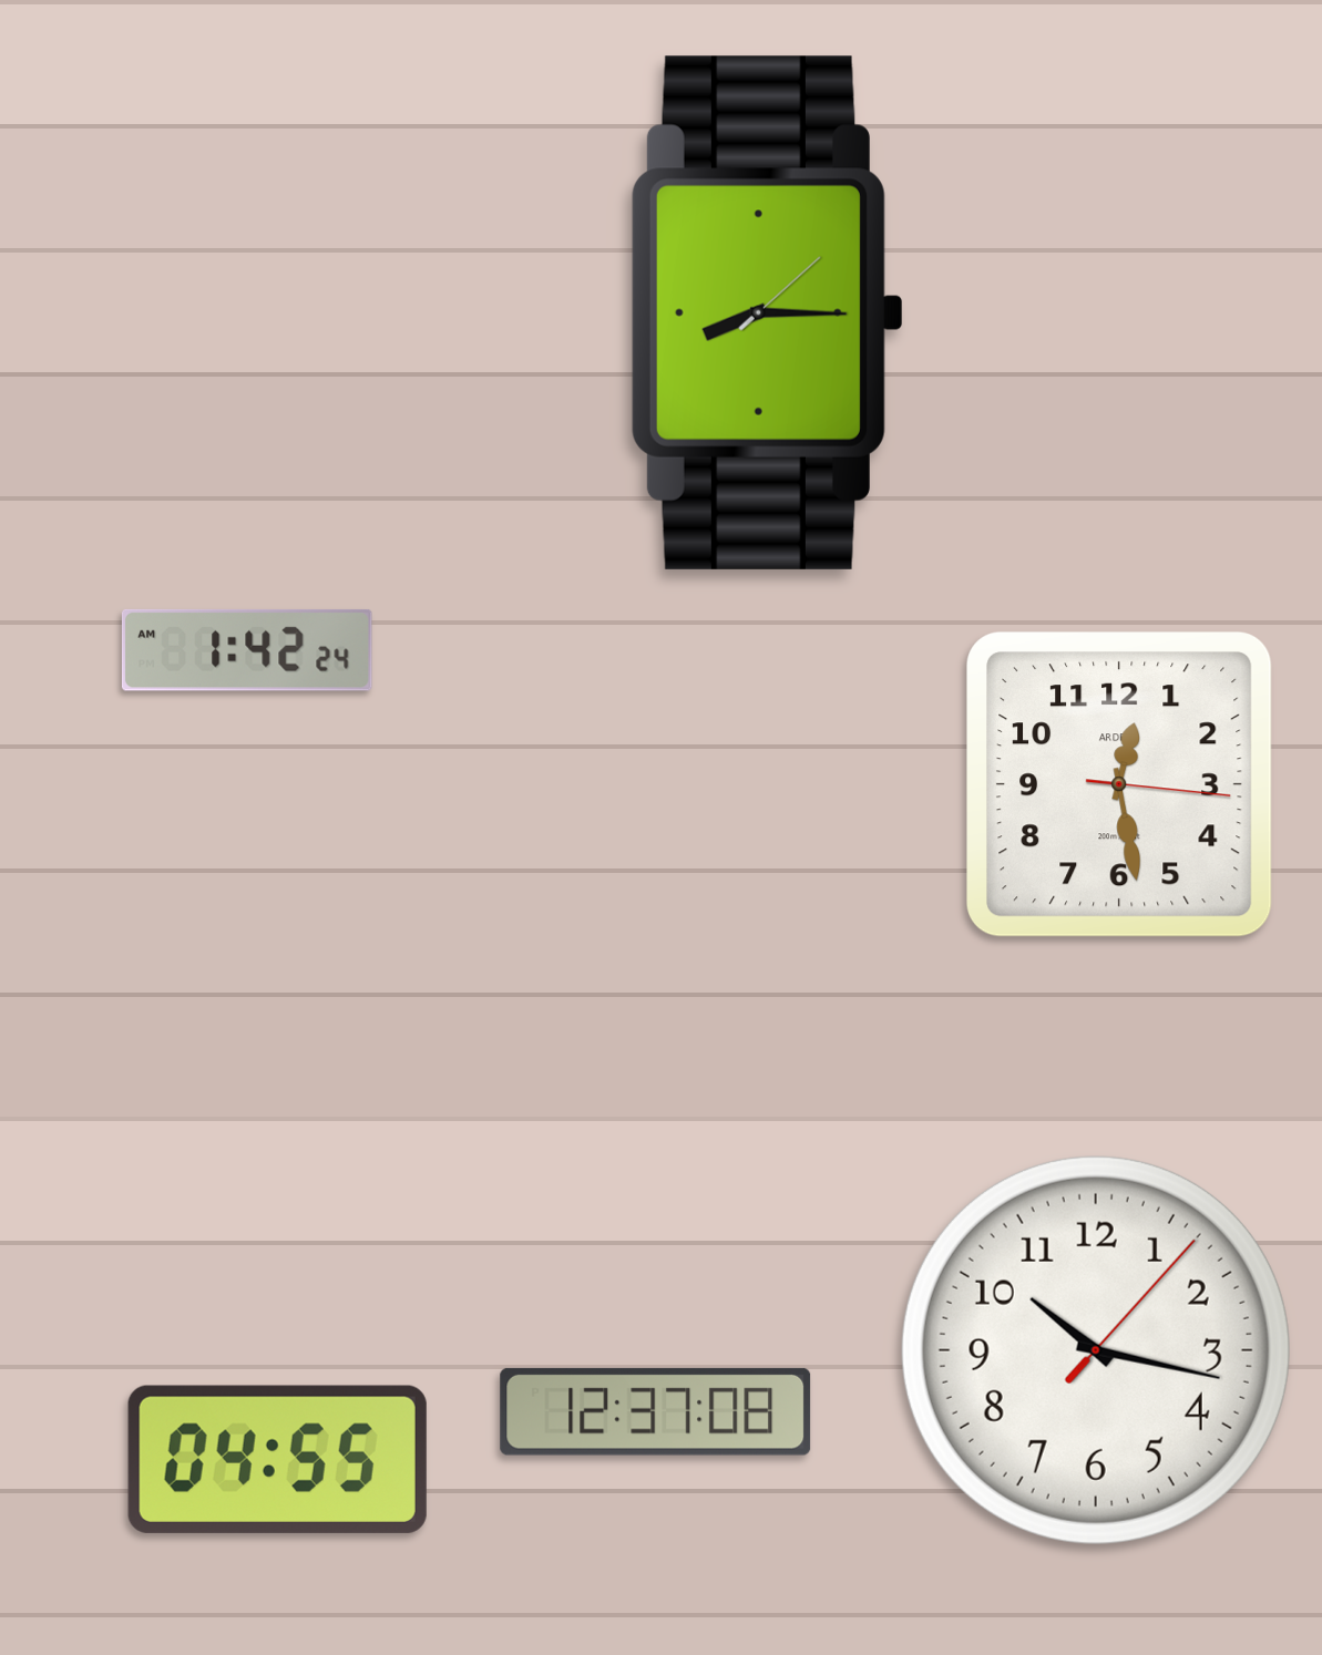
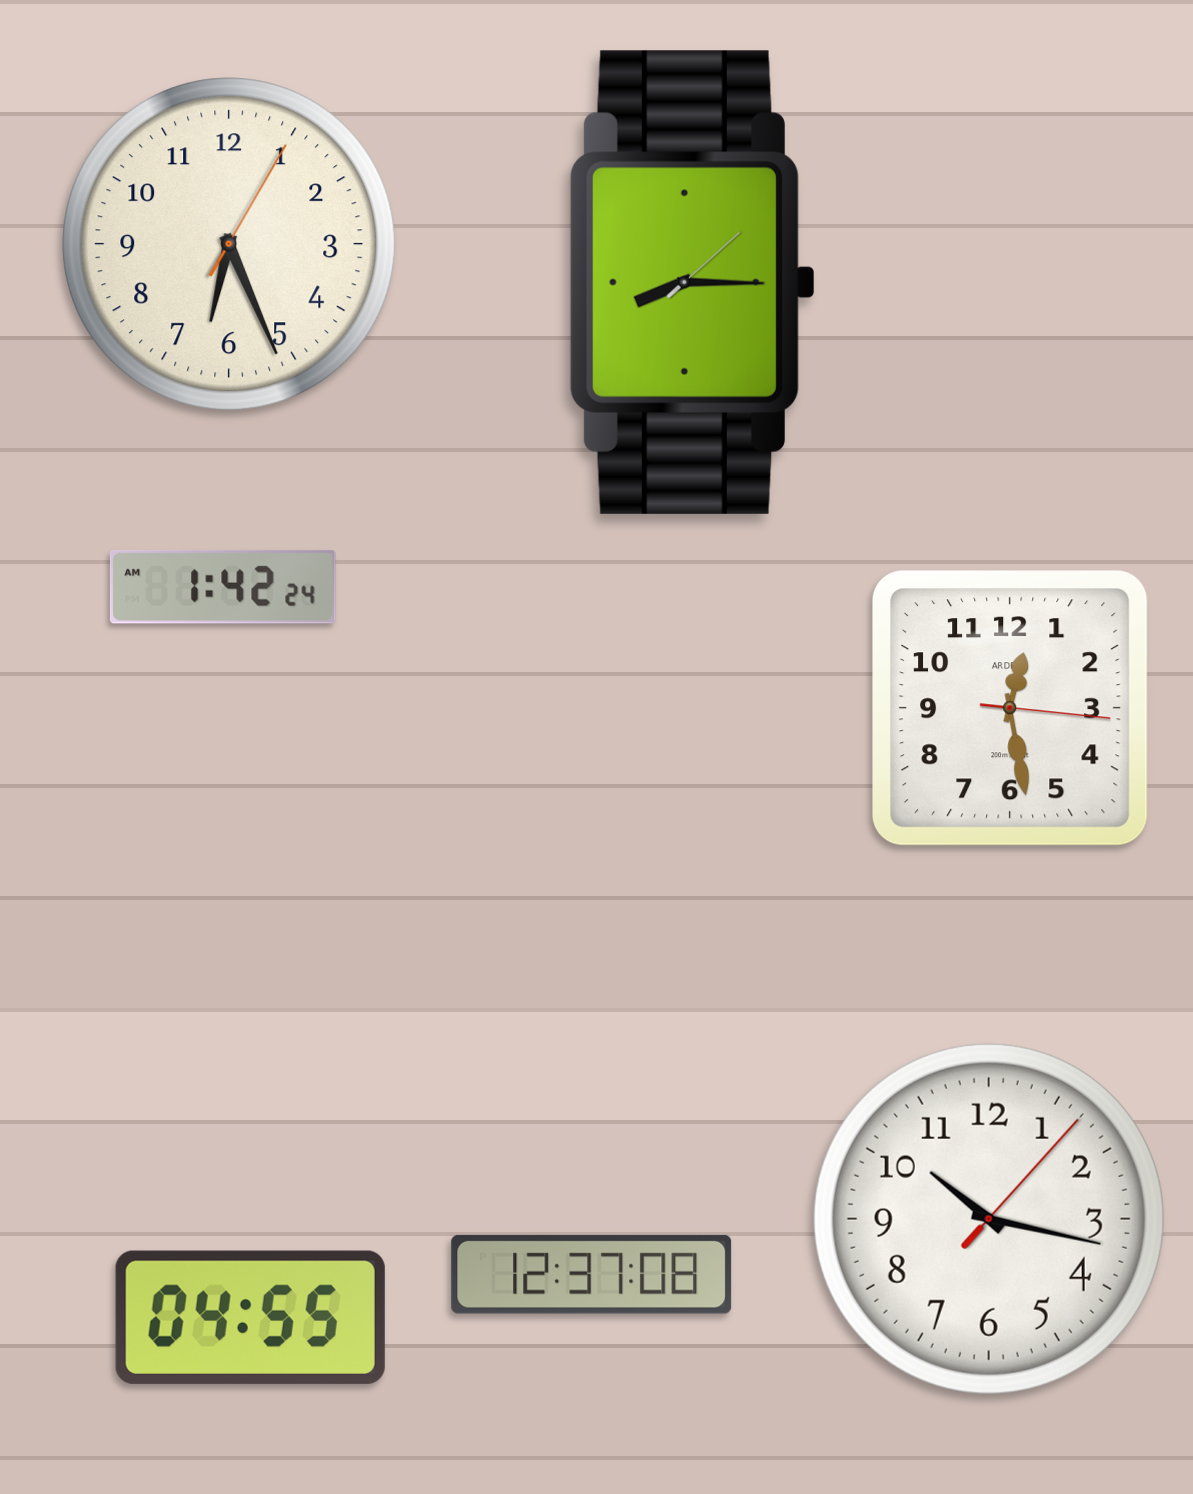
clock at (229, 244): none -> 6:26
